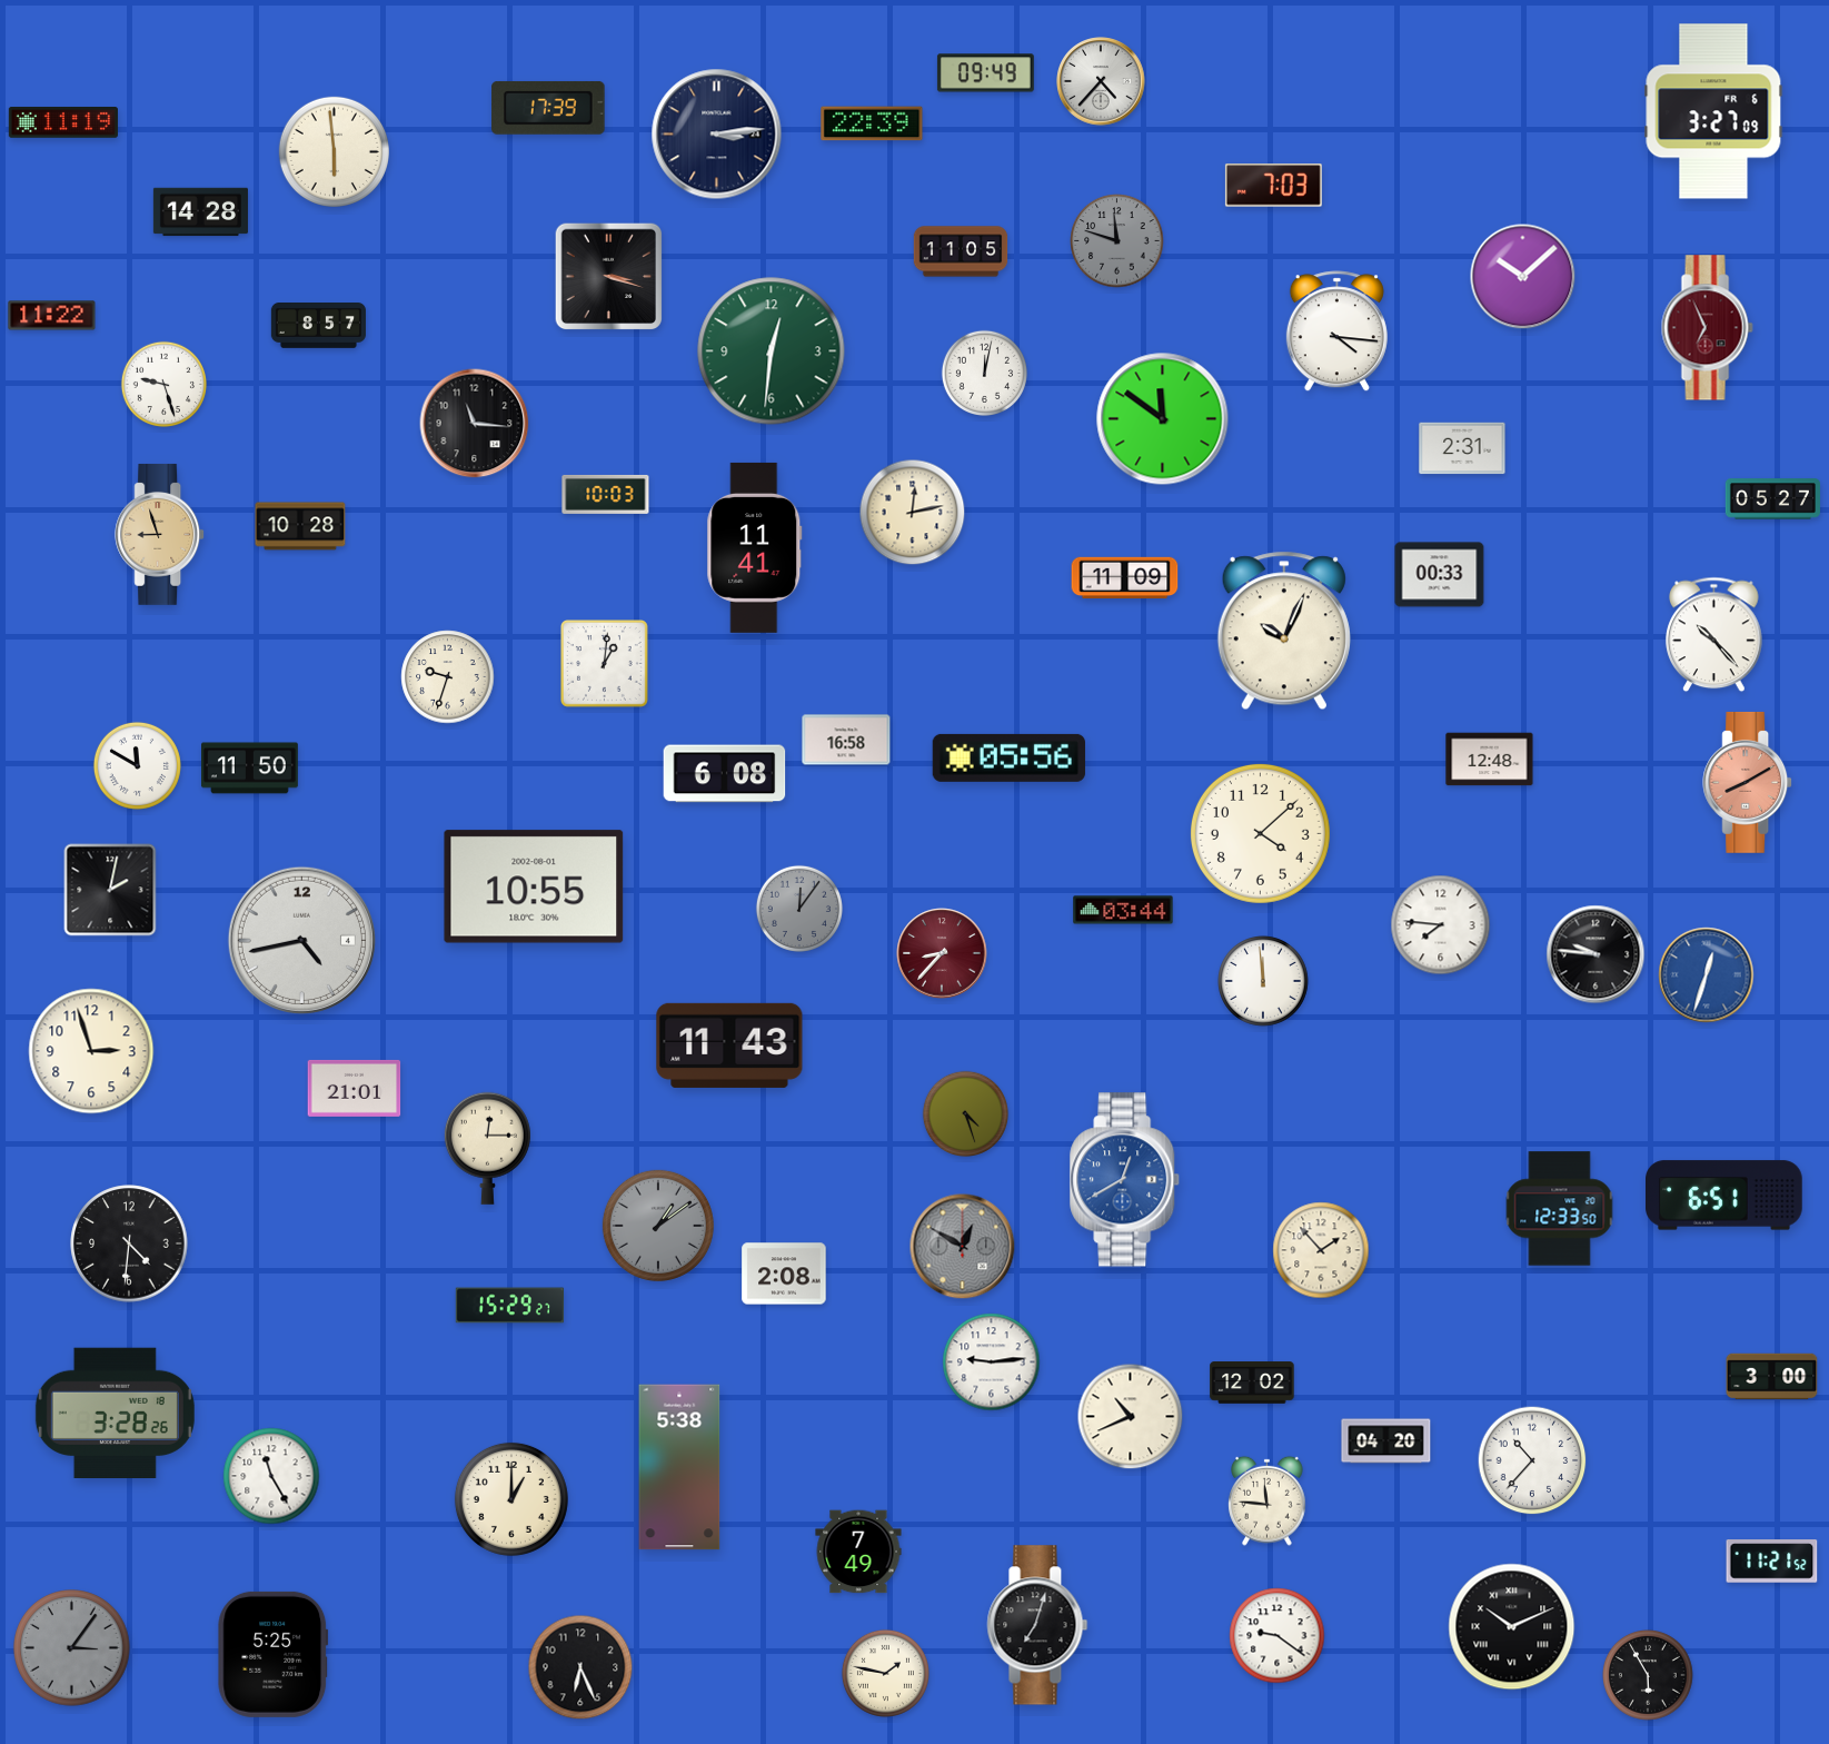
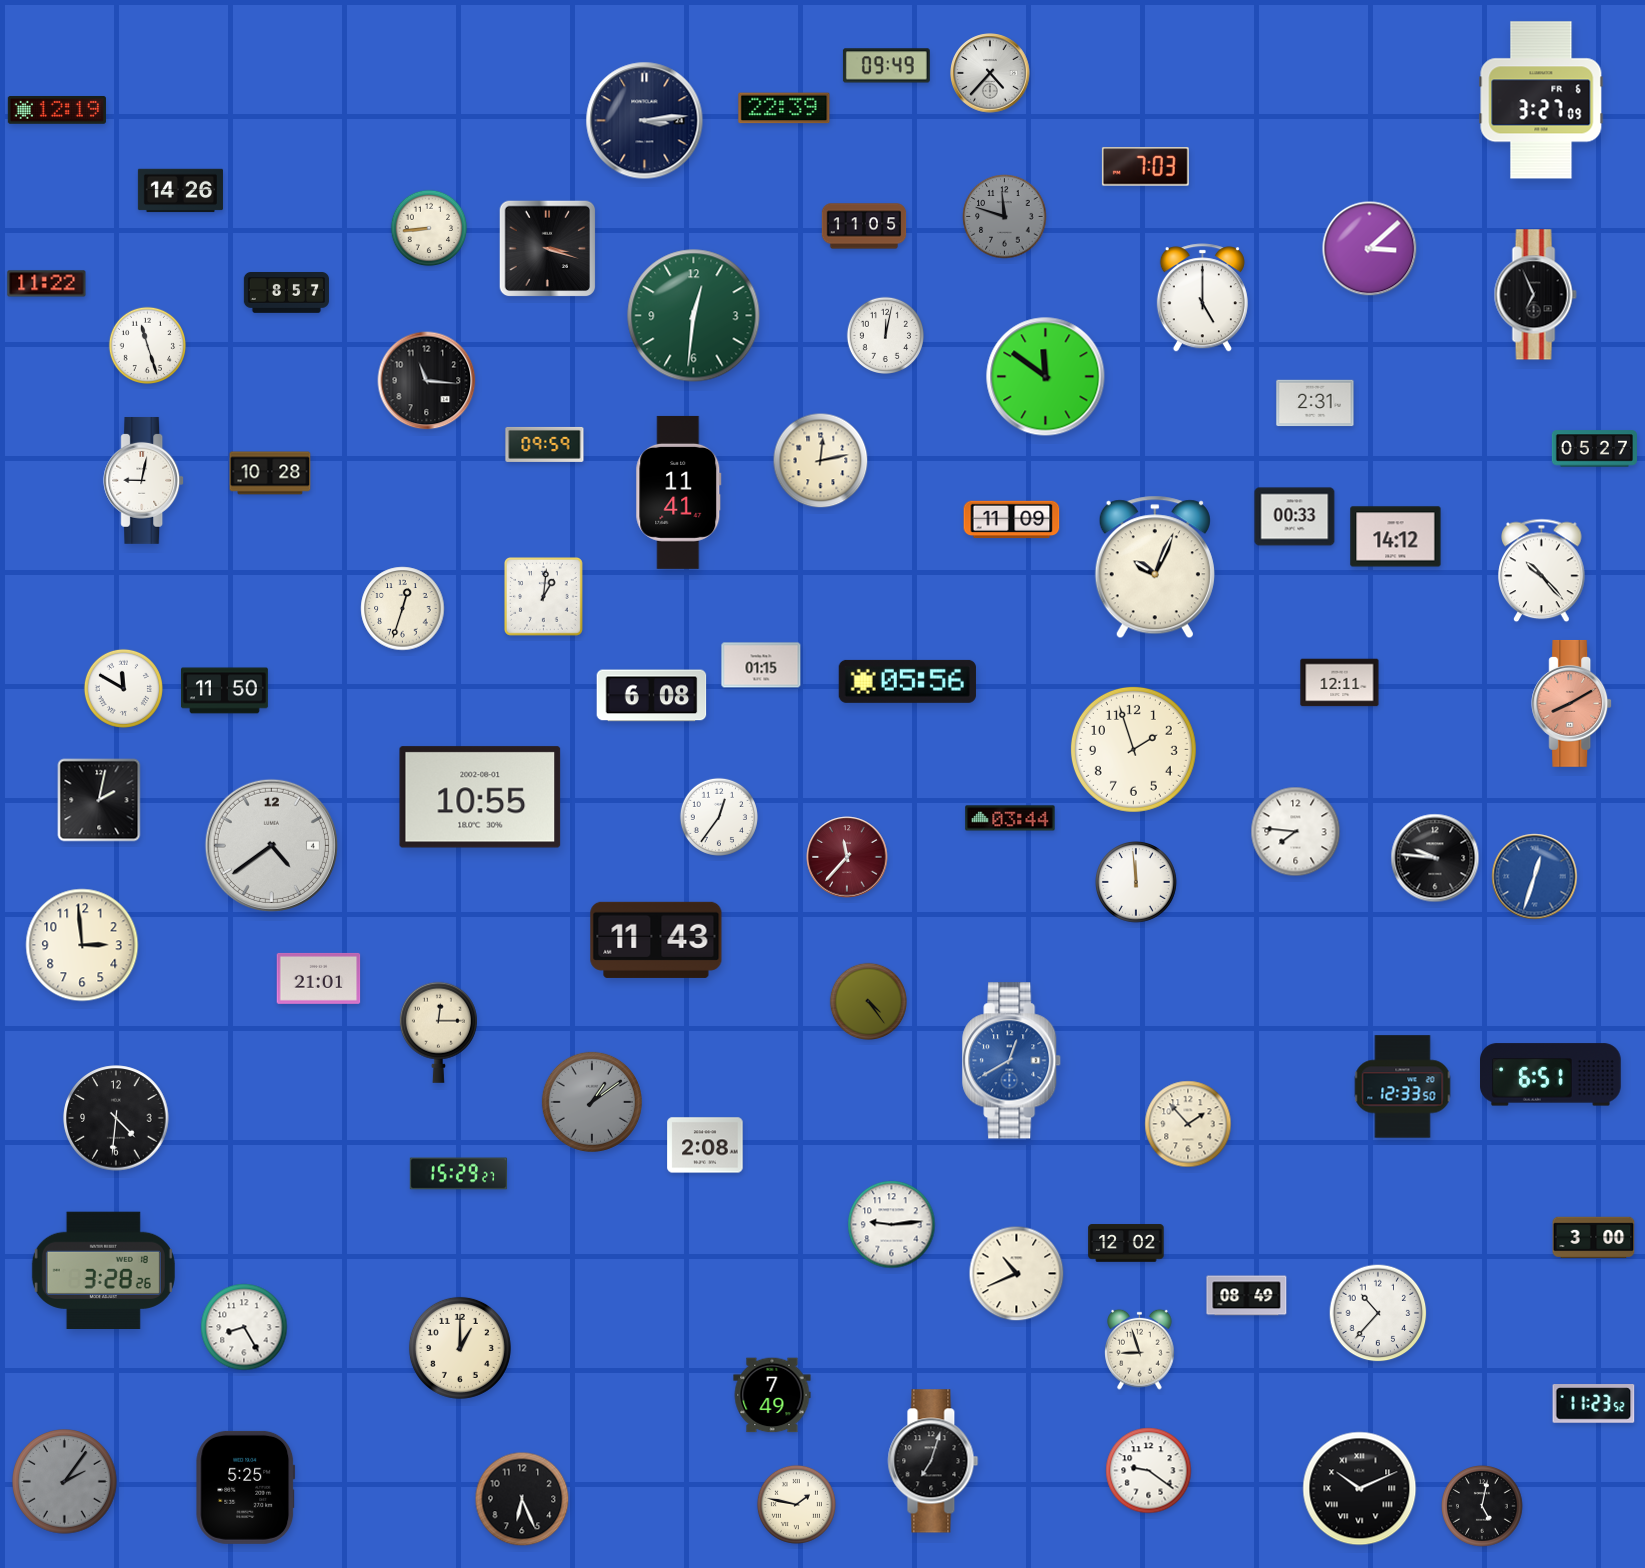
clock at (548, 108): 17:39 -> none
clock at (63, 123): 11:19 -> 12:19
clock at (872, 123) position: (872, 123) -> (784, 108)
clock at (334, 151): 5:59 -> none
clock at (200, 212): 14:28 -> 14:26
clock at (429, 228): none -> 8:44
clock at (1523, 277): 10:08 -> 3:08
clock at (1707, 328) dial: burgundy -> black
clock at (1336, 331): 4:16 -> 5:00
clock at (163, 384): 9:27 -> 11:27
clock at (606, 494): 10:03 -> 09:59
clock at (160, 534): 8:57 -> 9:02
clock at (160, 534) dial: champagne -> white
clock at (1396, 537): none -> 14:12
clock at (448, 677): 9:33 -> 12:33
clock at (846, 740): 16:58 -> 01:15
clock at (1490, 760): 12:48 -> 12:11
clock at (1260, 833): 4:08 -> 1:57
clock at (799, 909): 12:06 -> 12:36
clock at (799, 909) dial: grey -> white
clock at (301, 940): 4:43 -> 4:39
clock at (942, 953): 8:37 -> 11:37
clock at (91, 1051): 2:57 -> 2:59
clock at (965, 1113): 4:27 -> 4:24
clock at (963, 1247): 12:50 -> none
clock at (1386, 1441): 04:20 -> 08:49
clock at (679, 1467): 5:38 -> none
clock at (271, 1476): 11:25 -> 8:25
clock at (1268, 1500): 11:46 -> 8:57
clock at (1772, 1562): 11:21 -> 11:23
clock at (1512, 1627) position: (1512, 1627) -> (1360, 1489)
clock at (72, 1648): 3:06 -> 2:06
clock at (1649, 1676): 5:55 -> 5:02
